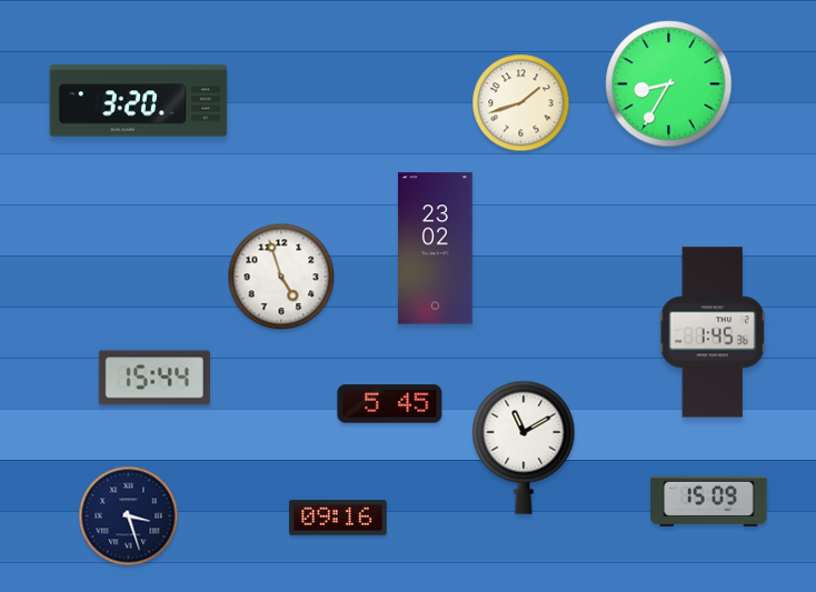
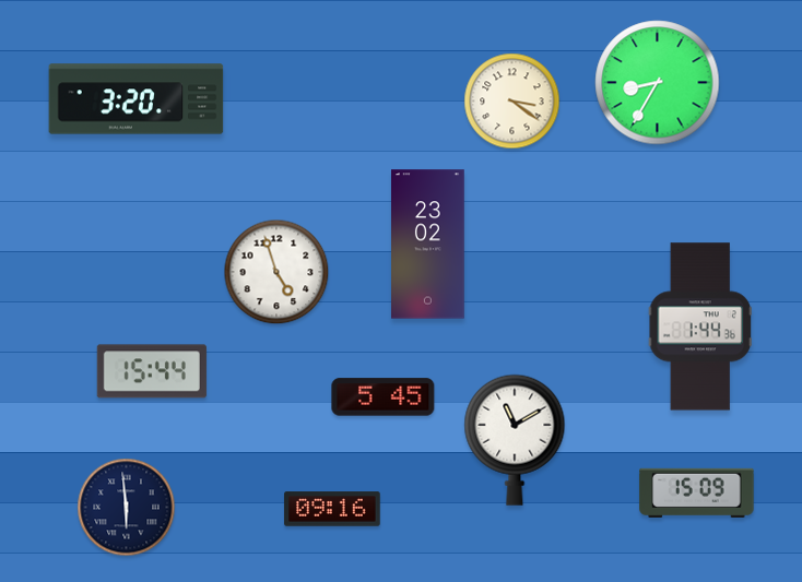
clock at (521, 103): 1:42 -> 3:21
clock at (713, 332): 1:45 -> 1:44
clock at (129, 516): 3:27 -> 5:59
